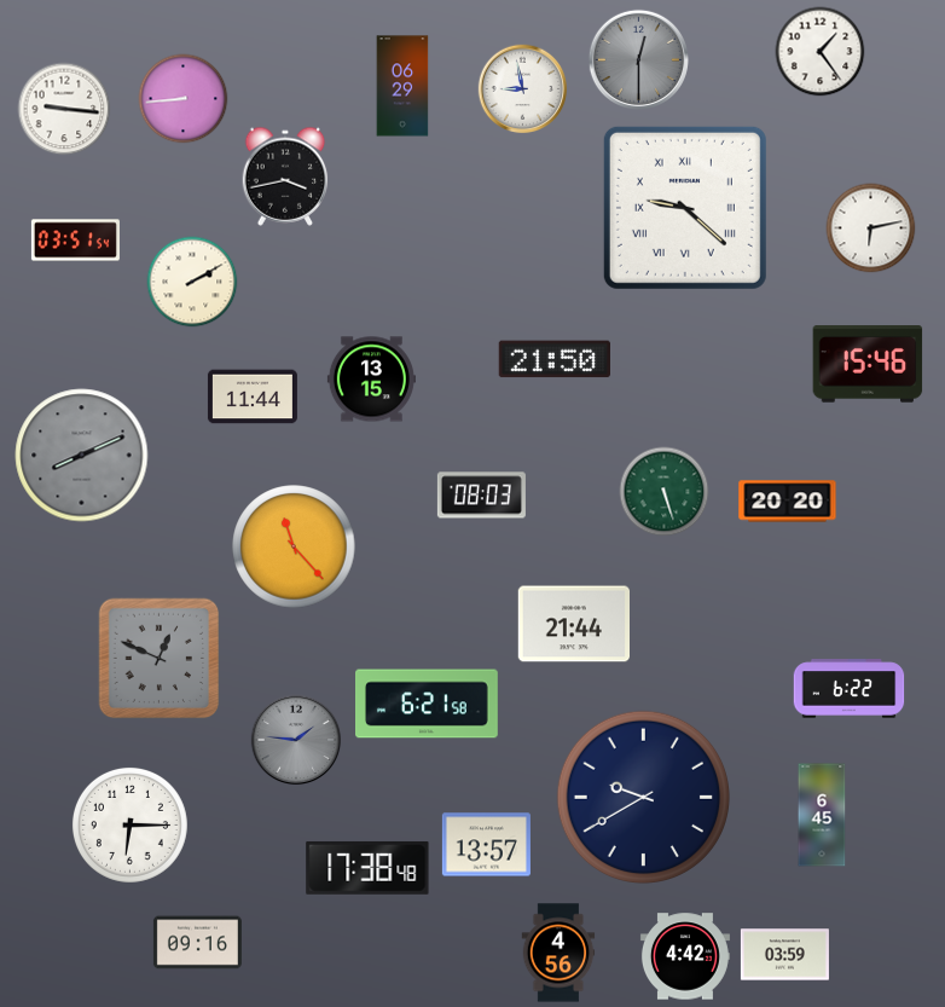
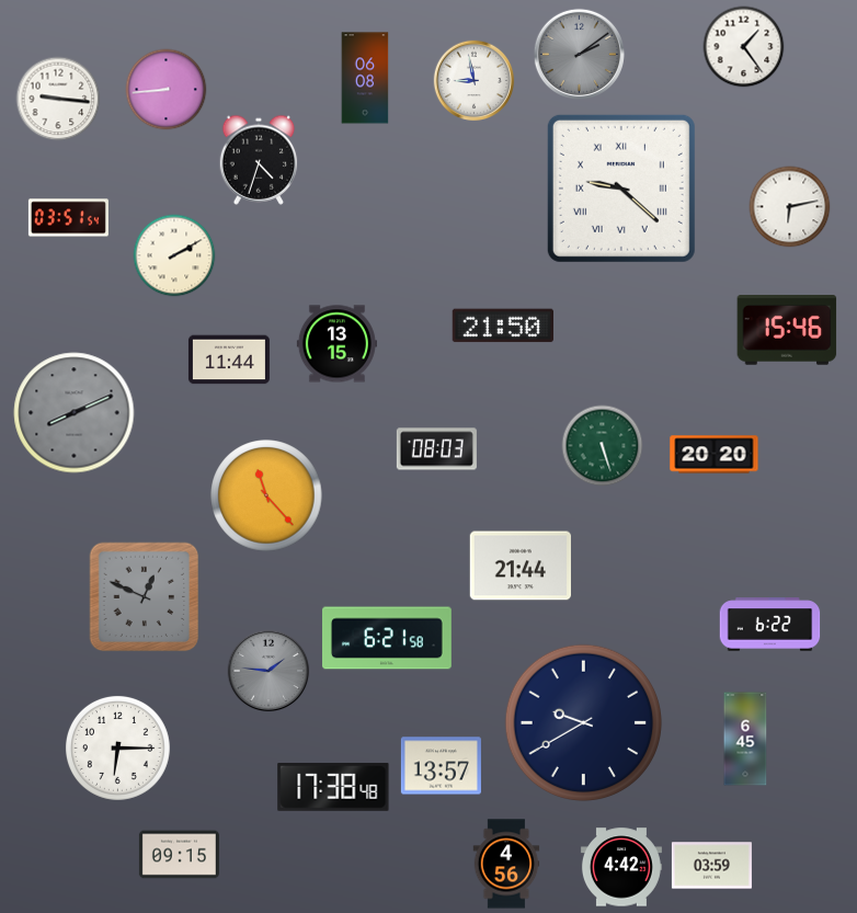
clock at (638, 59): 12:30 -> 2:09
clock at (402, 86): 06:29 -> 06:08
clock at (285, 176): 3:43 -> 4:33
clock at (197, 943): 09:16 -> 09:15
